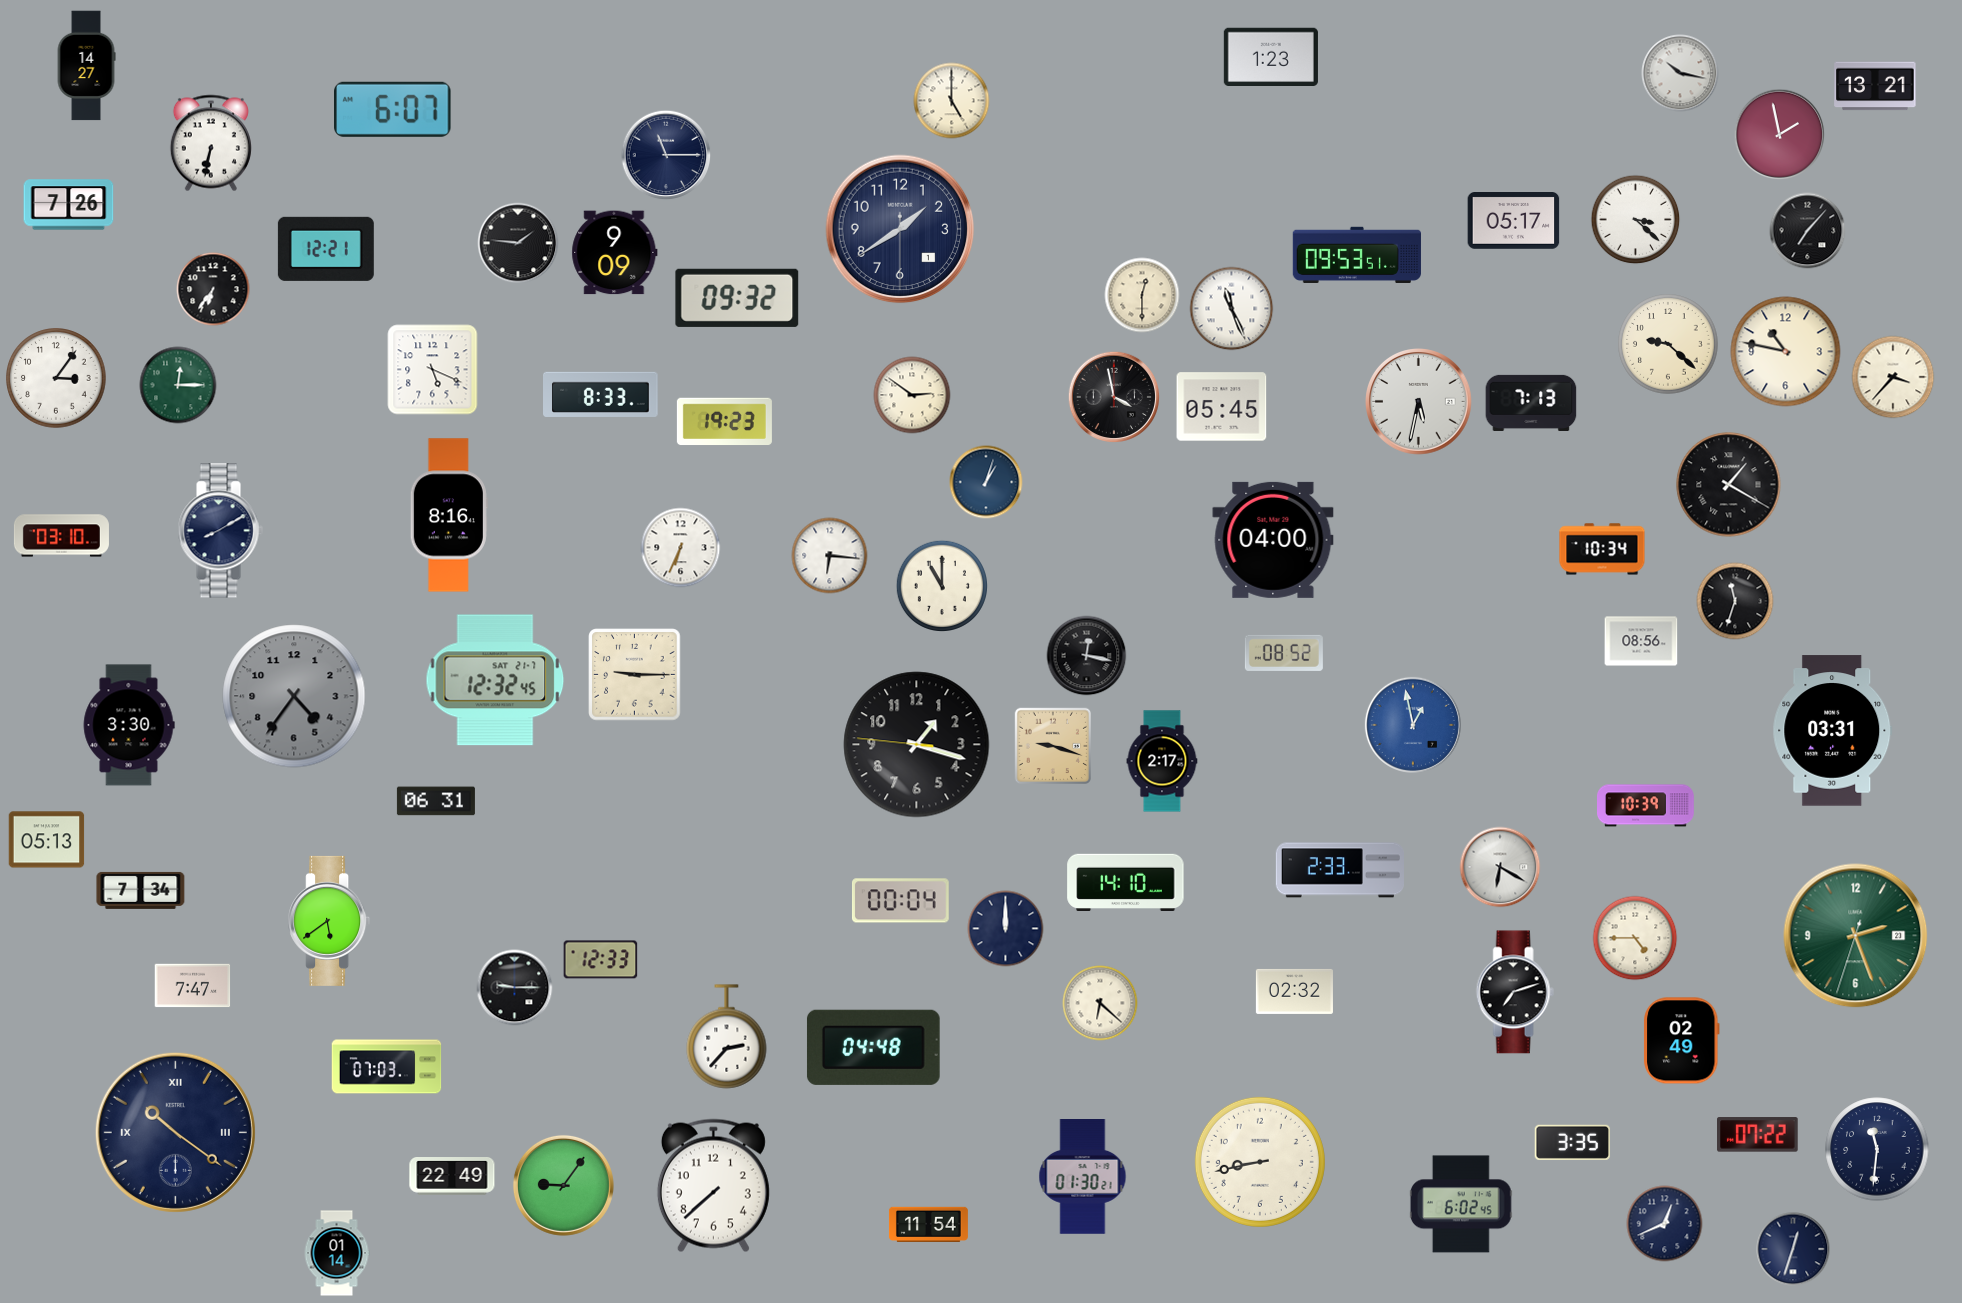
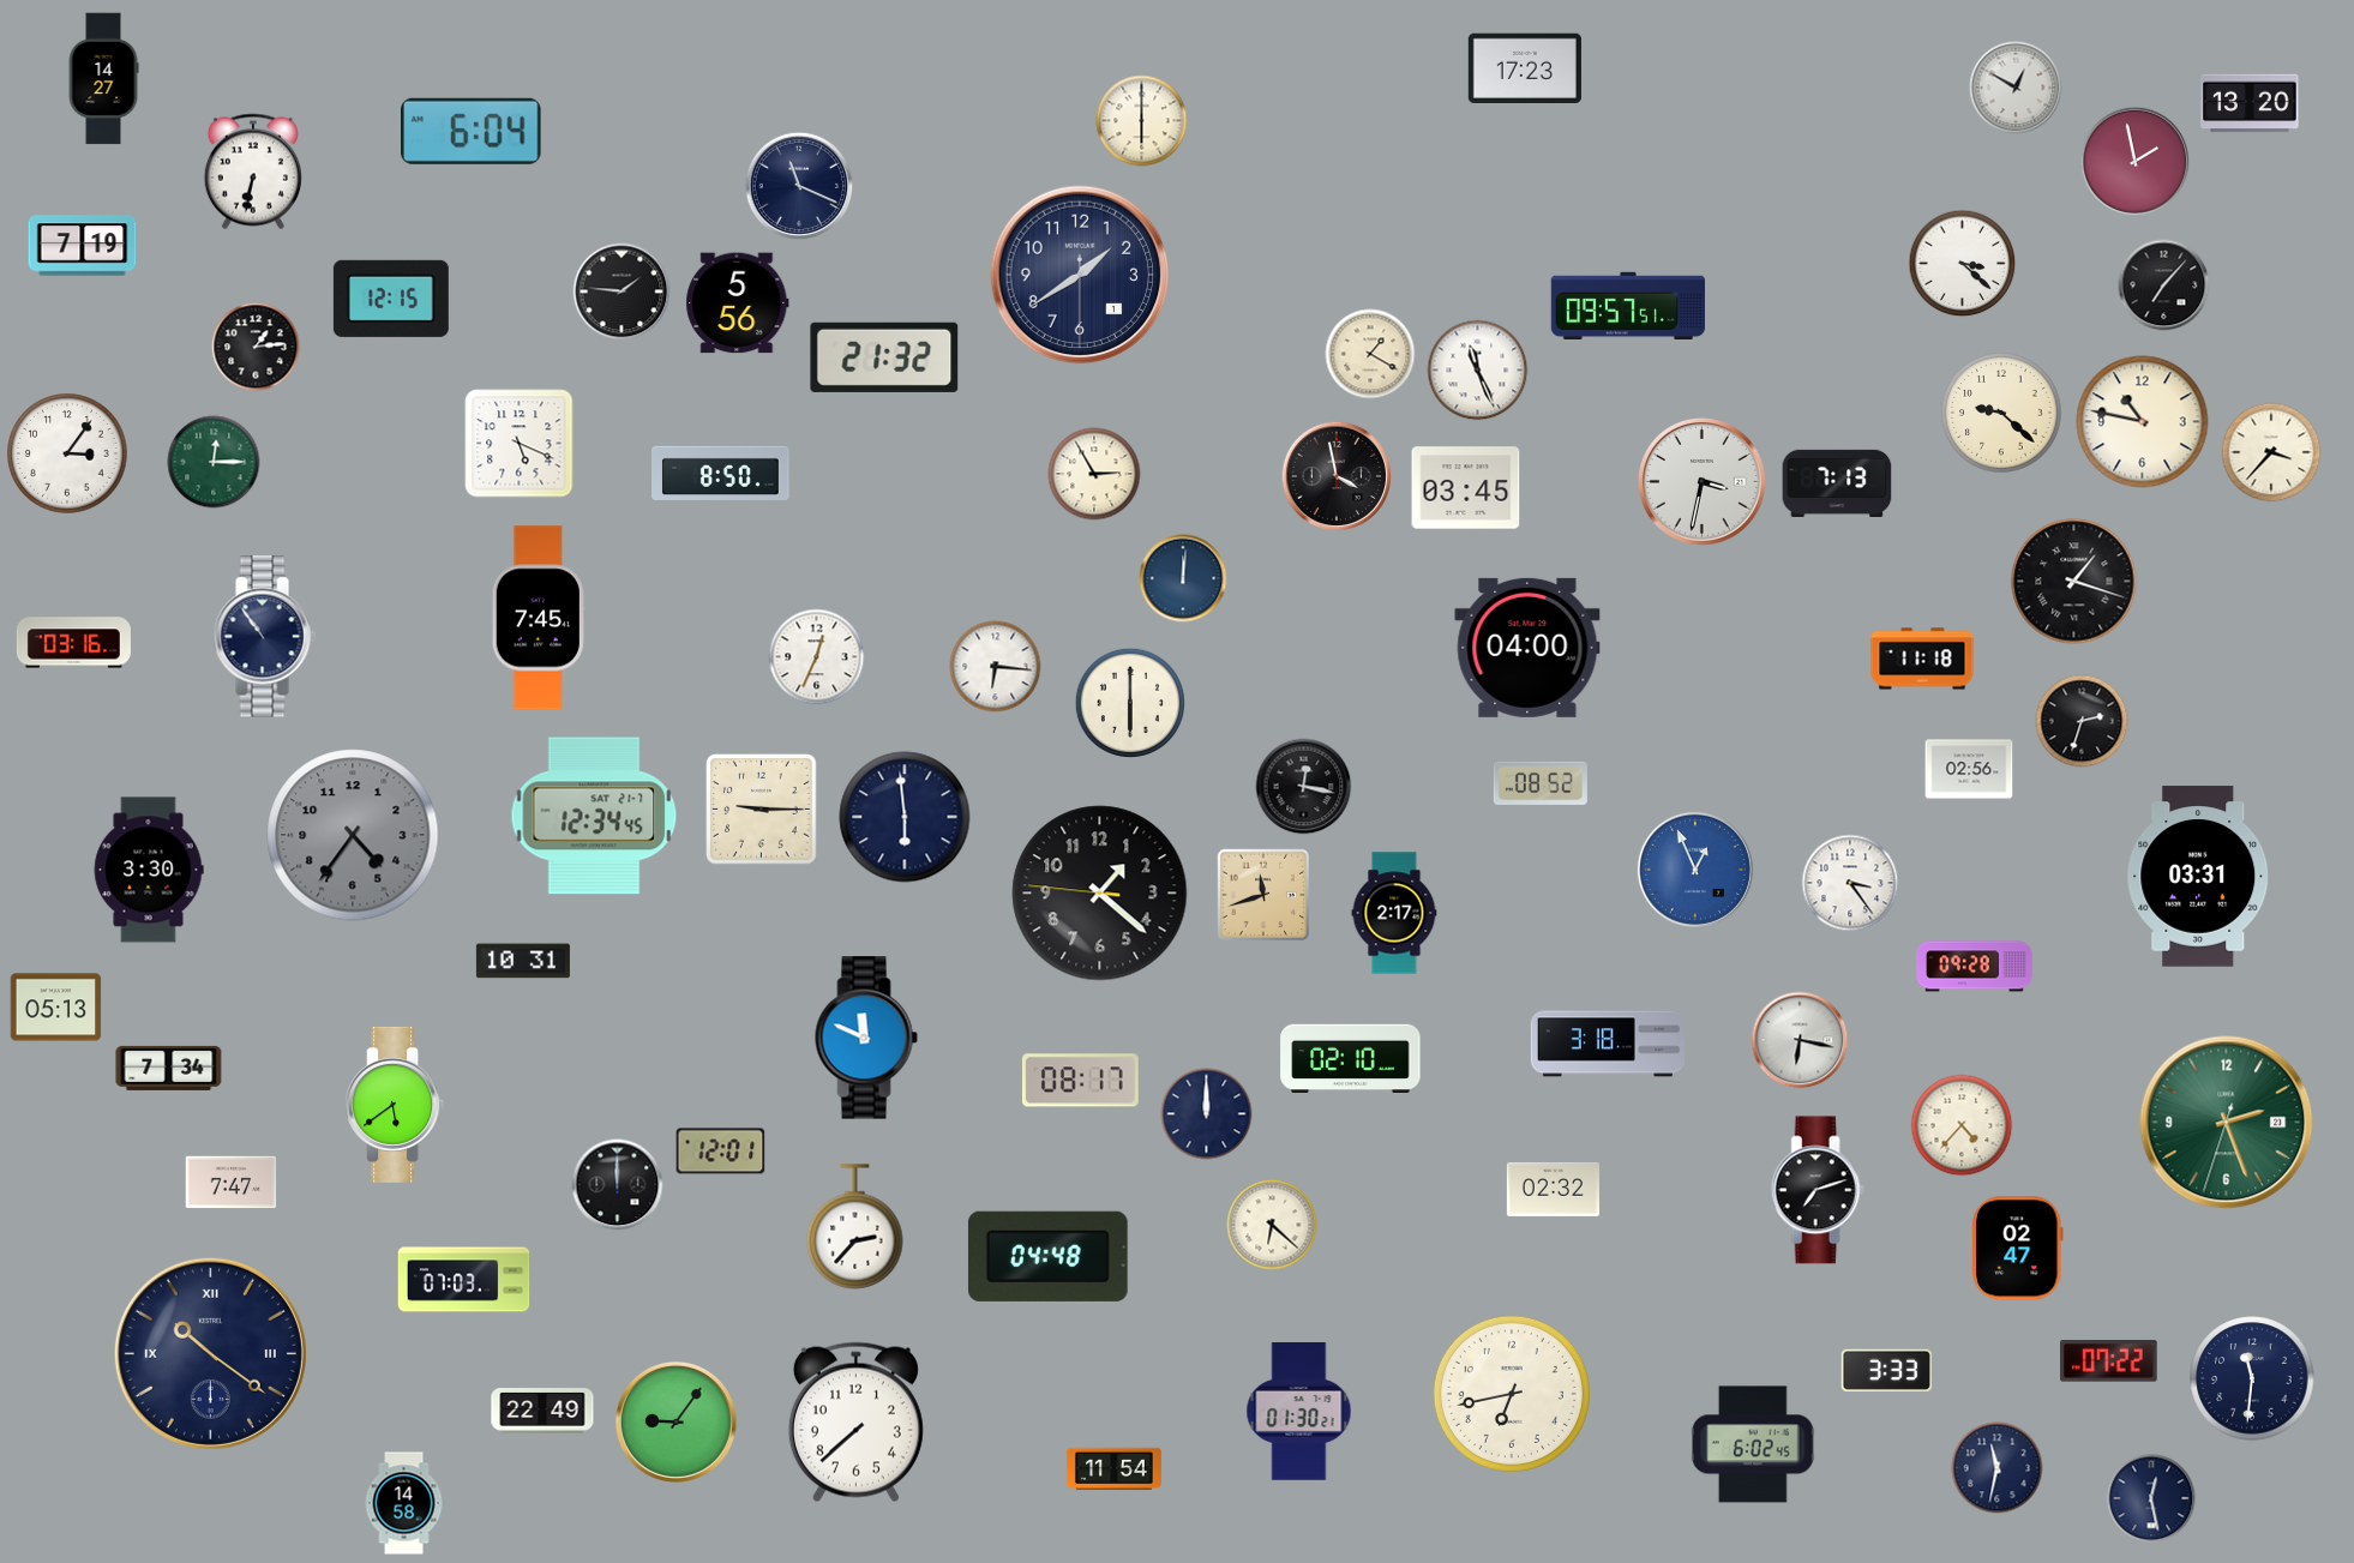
clock at (1271, 56): 1:23 -> 17:23
clock at (1680, 73): 10:17 -> 12:50
clock at (1875, 86): 13:21 -> 13:20
clock at (952, 101): 5:00 -> 6:00
clock at (393, 109): 6:07 -> 6:04
clock at (666, 155): 11:15 -> 11:19
clock at (69, 205): 7:26 -> 7:19
clock at (1514, 221): 05:17 -> none
clock at (1808, 231) position: (1808, 231) -> (2164, 285)
clock at (326, 249): 12:21 -> 12:15
clock at (615, 253): 9:09 -> 5:56
clock at (1357, 255): 09:53 -> 09:57
clock at (213, 289): 6:36 -> 1:14
clock at (1142, 295): 12:30 -> 1:20
clock at (737, 298): 09:32 -> 21:32
clock at (601, 394): 8:33 -> 8:50
clock at (912, 395): 2:51 -> 2:55
clock at (1419, 402): 5:32 -> 3:32
clock at (1222, 407): 05:45 -> 03:45
clock at (724, 422): 19:23 -> none
clock at (986, 482): 1:03 -> 12:01
clock at (1729, 485): 1:20 -> 1:18
clock at (449, 515): 8:16 -> 7:45
clock at (220, 531): 8:10 -> 10:54
clock at (61, 536): 03:10 -> 03:16
clock at (681, 548): 6:34 -> 12:34
clock at (1602, 549): 10:34 -> 11:18
clock at (941, 585): 11:00 -> 6:00
clock at (1735, 601): 11:33 -> 2:33
clock at (1641, 641): 08:56 -> 02:56
clock at (495, 680): 12:32 -> 12:34
clock at (905, 817): none -> 5:59
clock at (129, 725) position: (129, 725) -> (149, 870)
clock at (1413, 725): 12:58 -> 12:56
clock at (1850, 883): none -> 3:24
clock at (917, 745): 1:17 -> 1:21
clock at (1053, 746): 9:18 -> 11:42
clock at (436, 801): 06:31 -> 10:31
clock at (1646, 806): 10:39 -> 09:28
clock at (866, 1038): none -> 11:49
clock at (1500, 867): 6:20 -> 6:17
clock at (1340, 870): 2:33 -> 3:18
clock at (1126, 882): 14:10 -> 02:10
clock at (900, 901): 00:04 -> 08:17
clock at (1635, 938): 4:45 -> 4:37
clock at (601, 960): 12:33 -> 12:01
clock at (515, 988): 9:15 -> 12:00
clock at (1100, 1003) position: (1100, 1003) -> (1272, 1225)
clock at (727, 1037) position: (727, 1037) -> (855, 1227)
clock at (1682, 1041): 02:49 -> 02:47
clock at (175, 1132) position: (175, 1132) -> (210, 1353)
clock at (1573, 1142): 3:35 -> 3:33
clock at (1260, 1162): 8:43 -> 6:43
clock at (1665, 1224): 12:41 -> 11:32
clock at (1793, 1249): 12:33 -> 12:28
clock at (337, 1253): 01:14 -> 14:58
